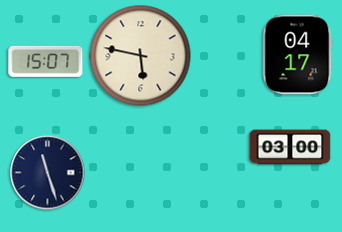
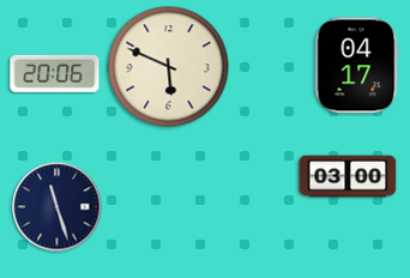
clock at (141, 56): 5:47 -> 5:49
clock at (46, 61): 15:07 -> 20:06
